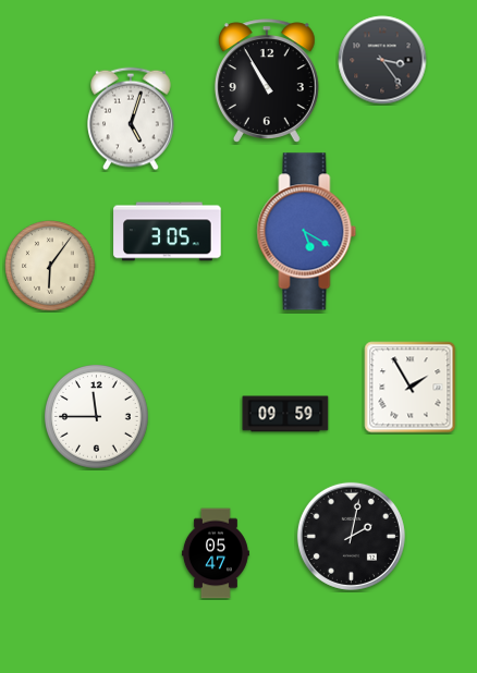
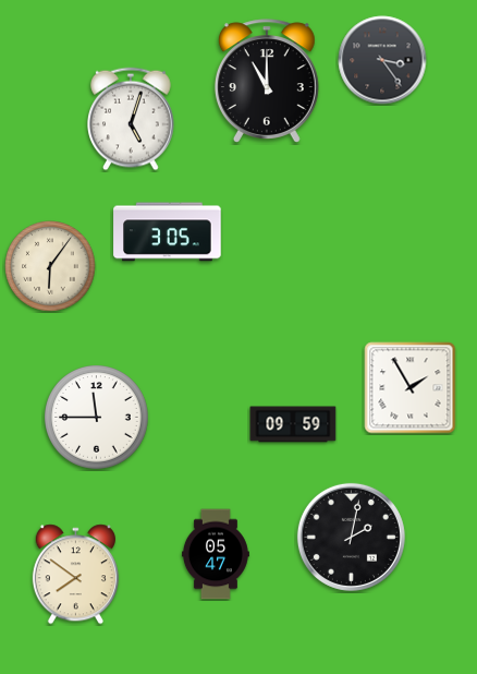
clock at (267, 81): 10:55 -> 11:00
clock at (307, 232): 5:20 -> none
clock at (285, 414) position: (285, 414) -> (293, 424)
clock at (75, 575): none -> 7:51
